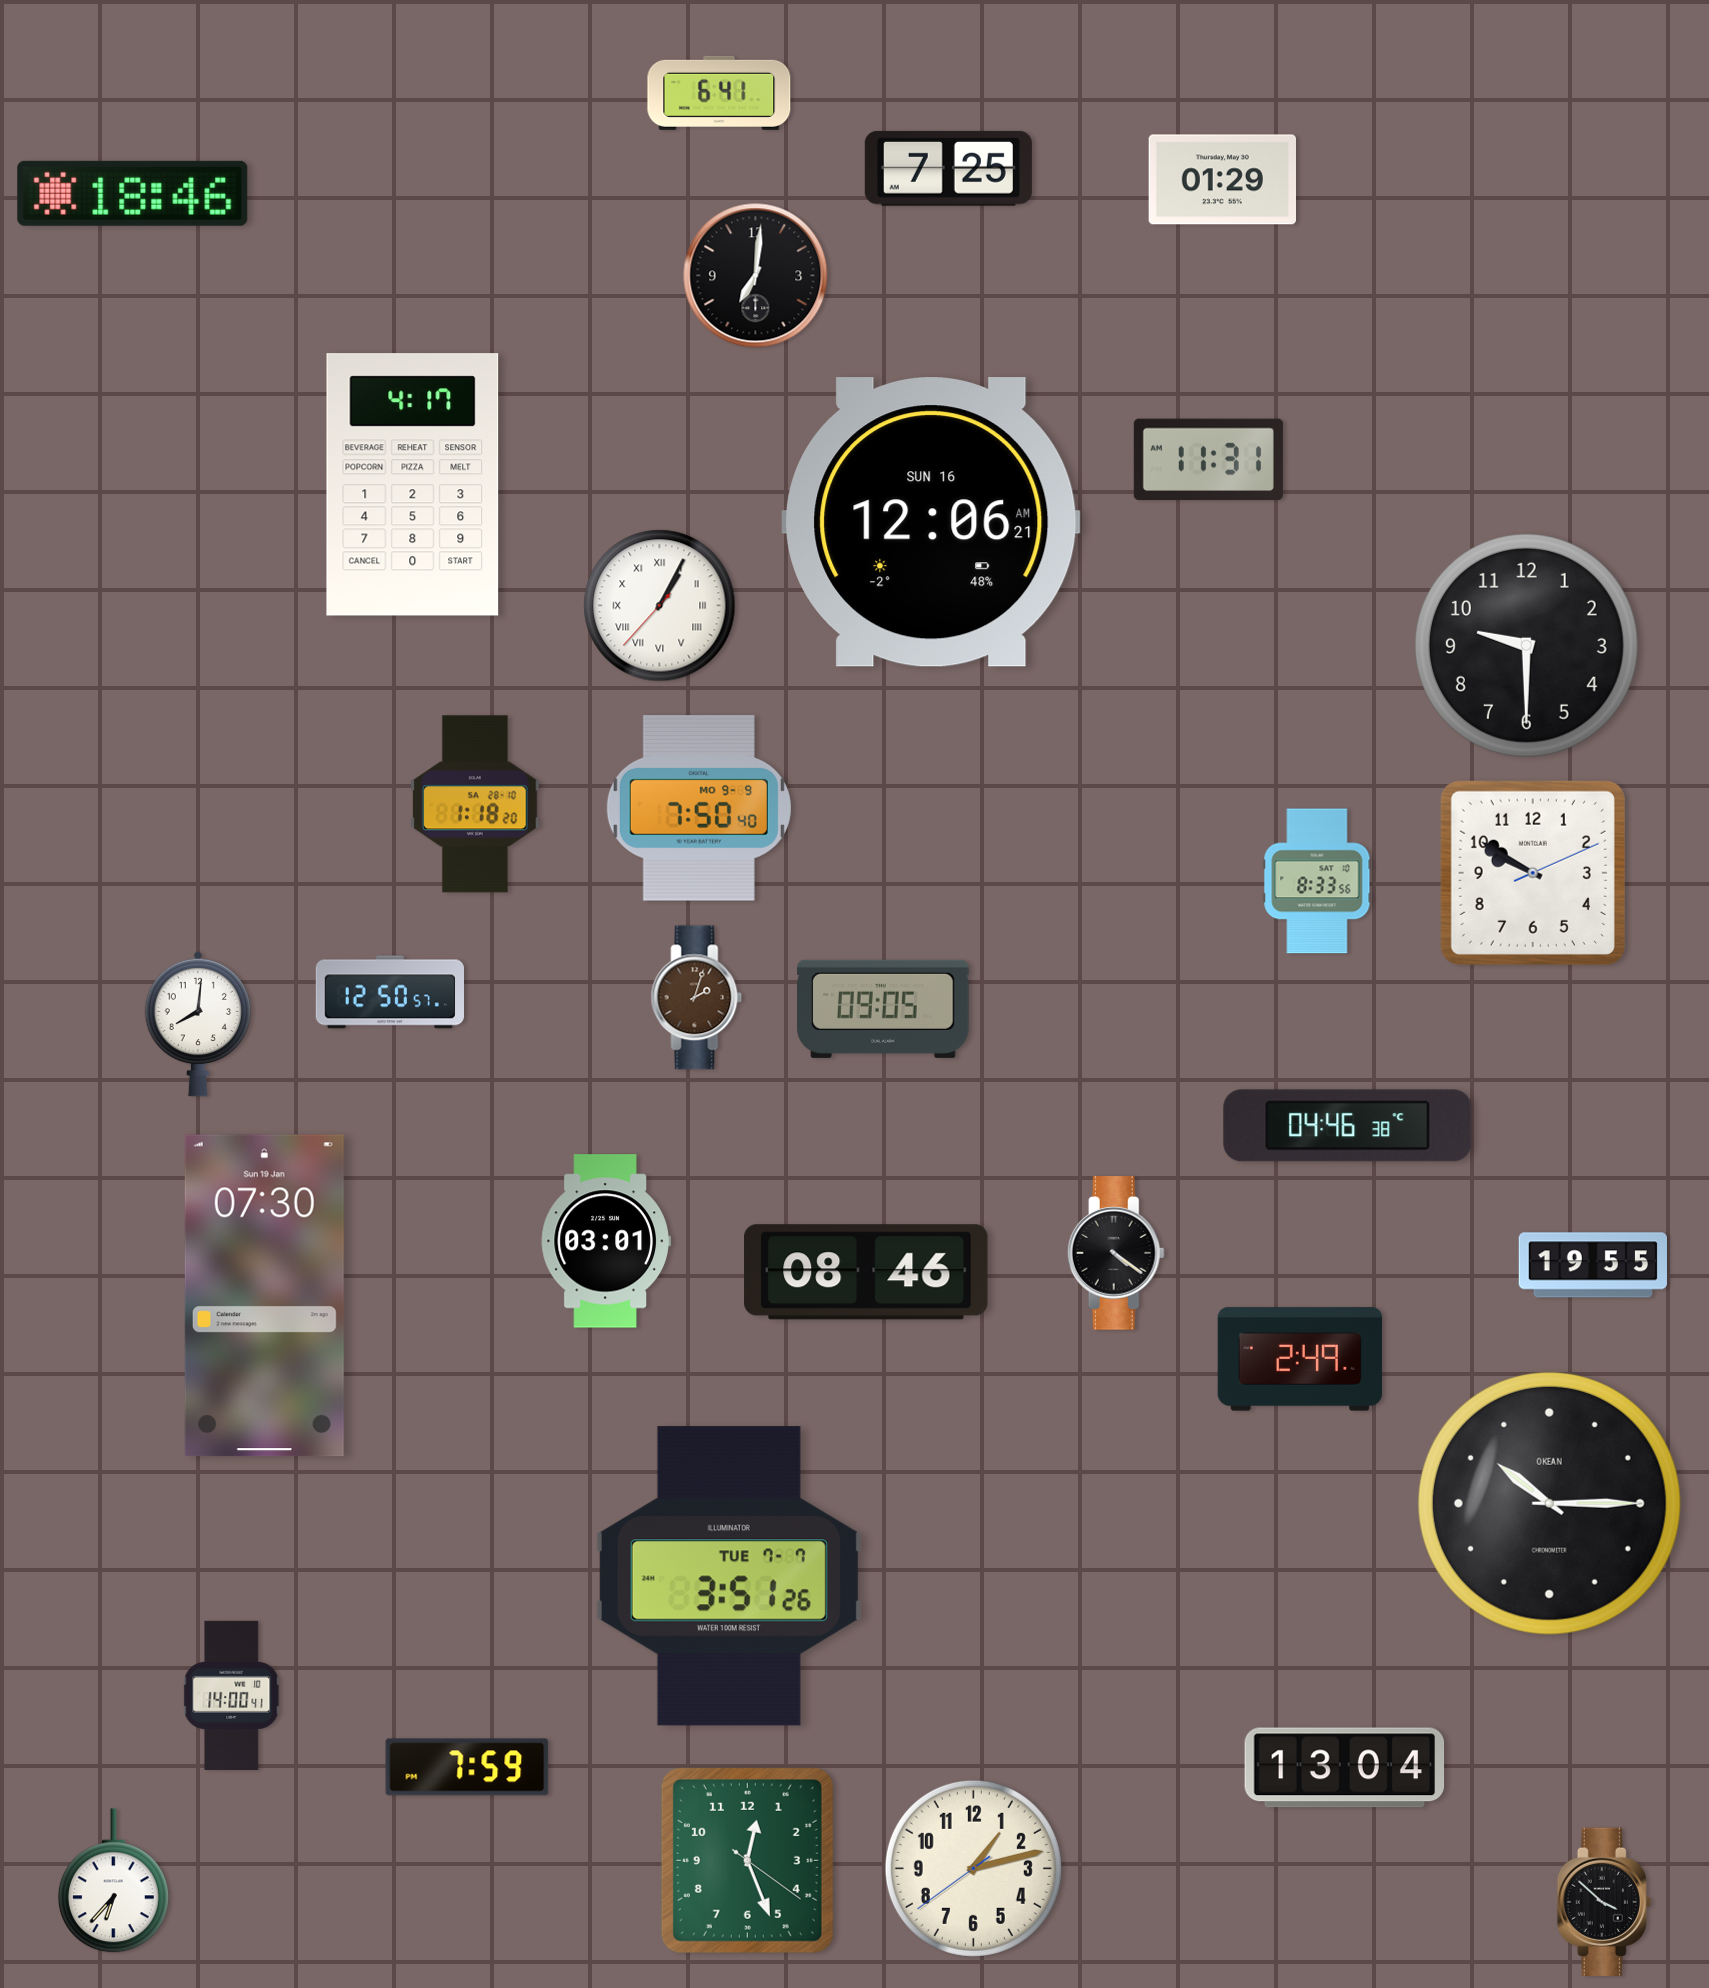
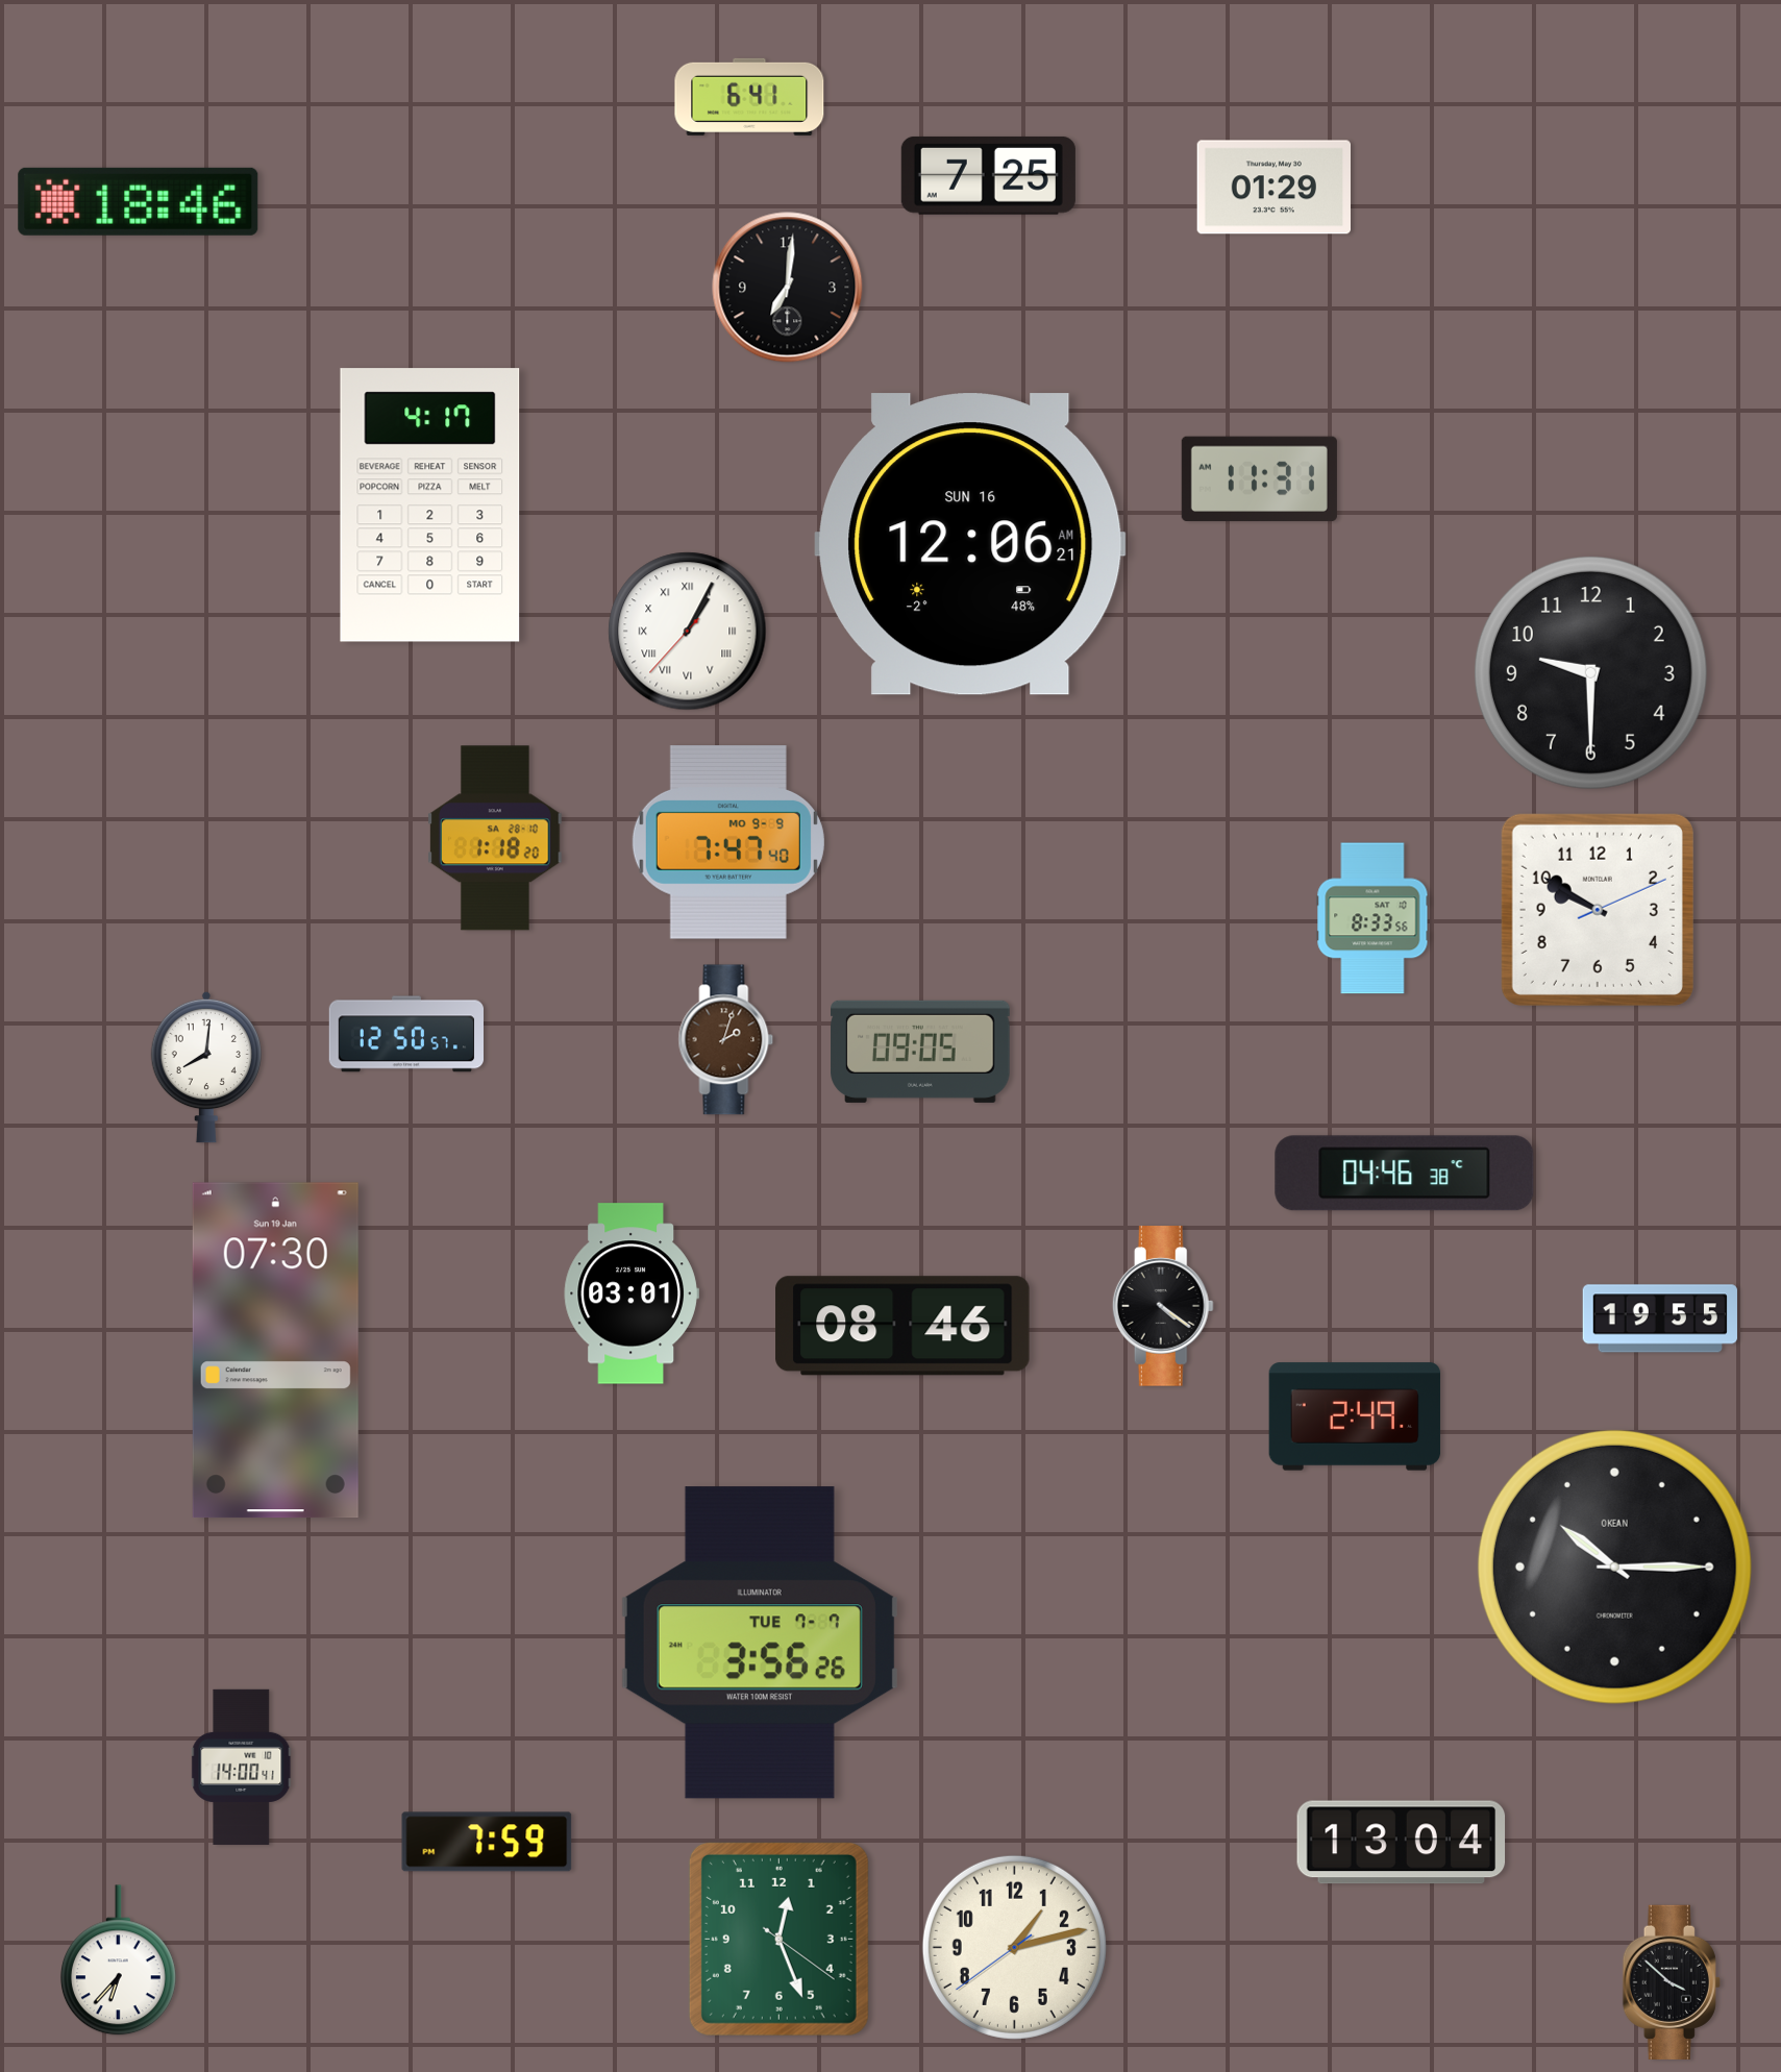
clock at (699, 809): 7:50 -> 7:47
clock at (729, 1576): 3:51 -> 3:56
